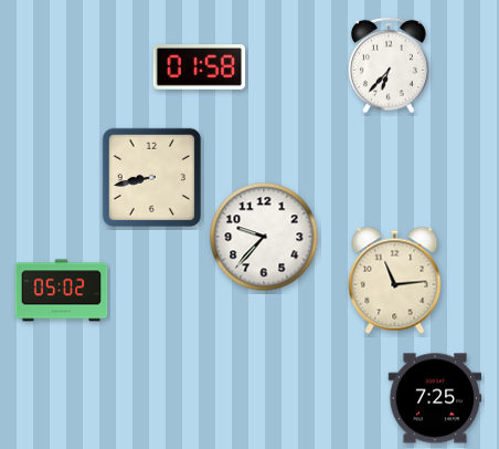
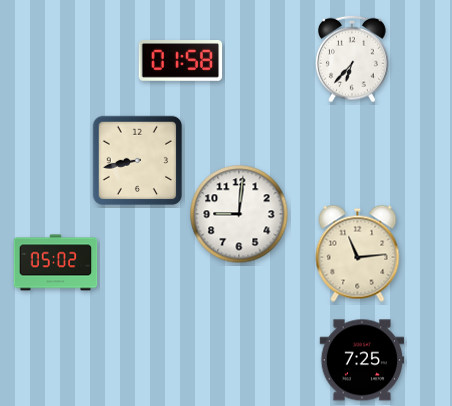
clock at (264, 237): 9:37 -> 9:01
clock at (435, 398) position: (435, 398) -> (362, 360)
